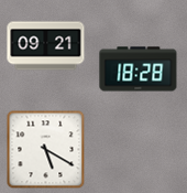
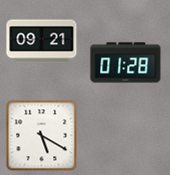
clock at (139, 69): 18:28 -> 01:28
